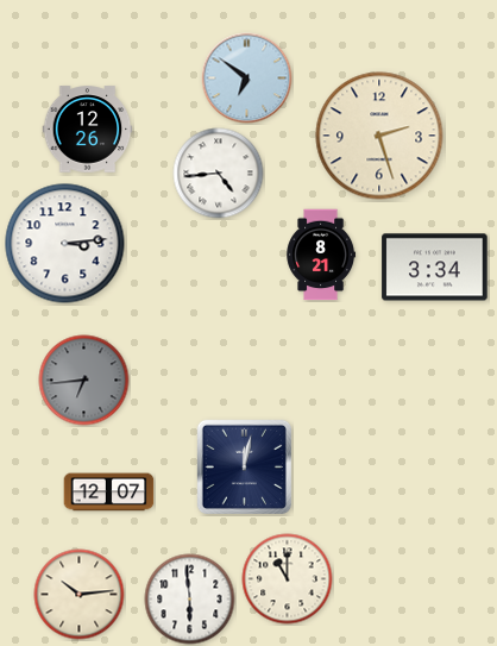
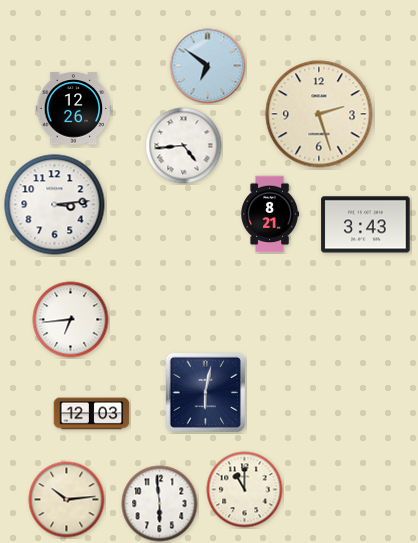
clock at (435, 268): 3:34 -> 3:43
clock at (84, 381) dial: grey -> white
clock at (244, 466): 12:02 -> 6:02
clock at (109, 493): 12:07 -> 12:03
clock at (288, 579) position: (288, 579) -> (245, 490)
